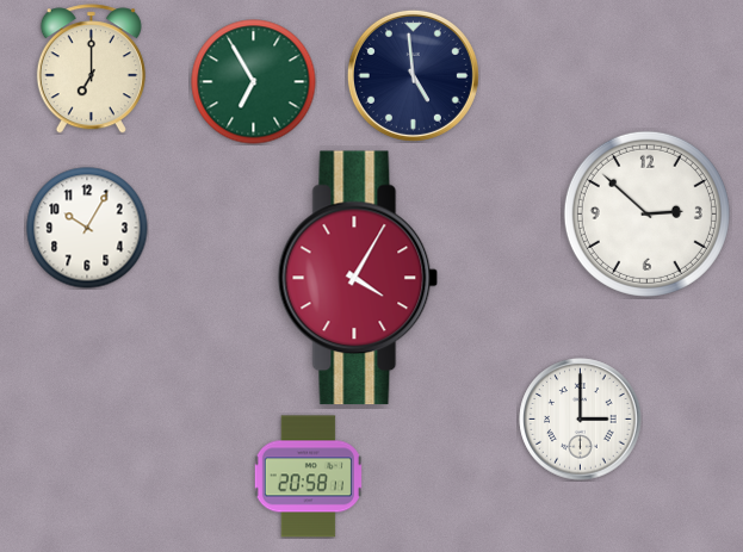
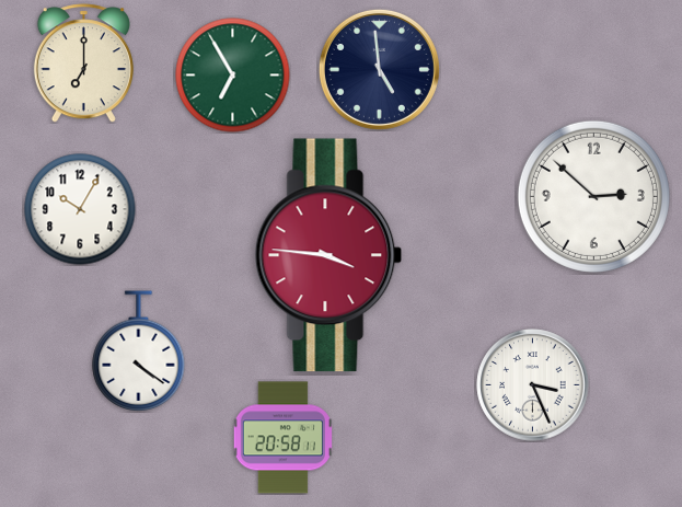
clock at (358, 278): 4:05 -> 3:46
clock at (139, 350): none -> 4:21
clock at (581, 420): 3:00 -> 3:26
